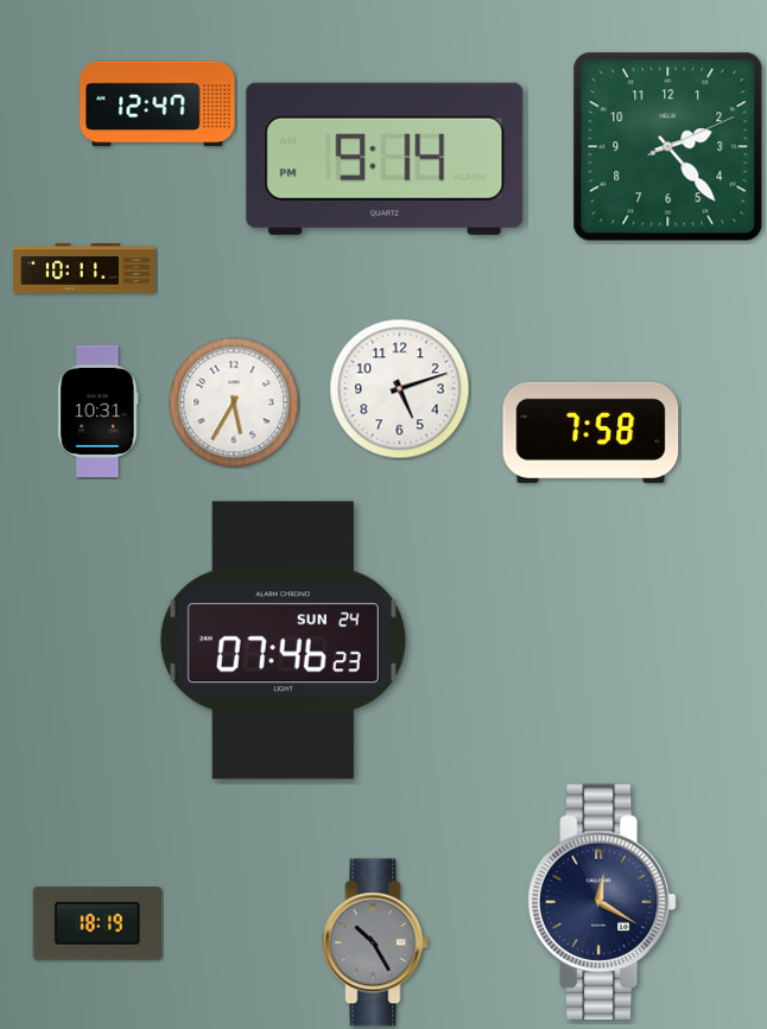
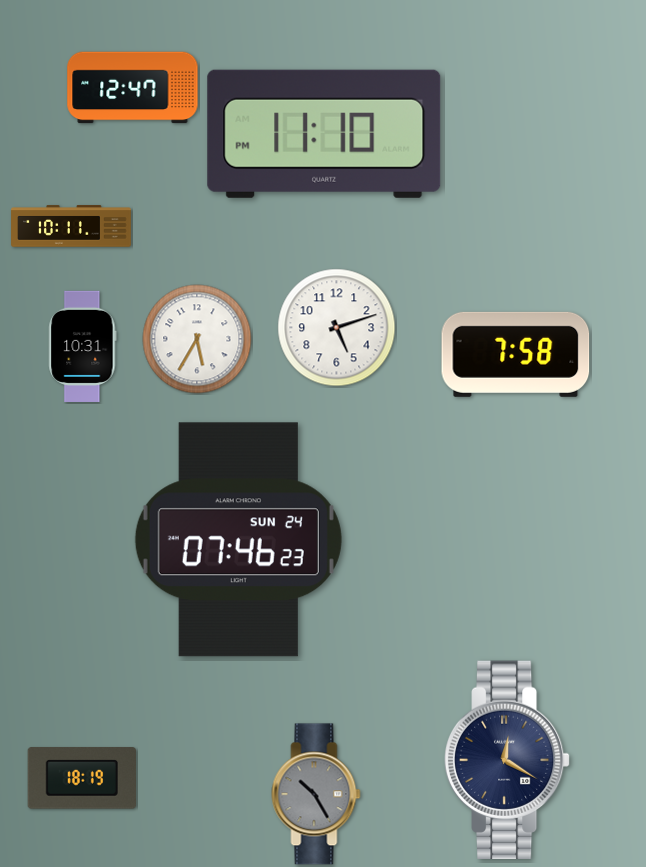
clock at (668, 147): 2:23 -> none
clock at (385, 159): 9:14 -> 11:10
clock at (591, 432) position: (591, 432) -> (516, 354)
